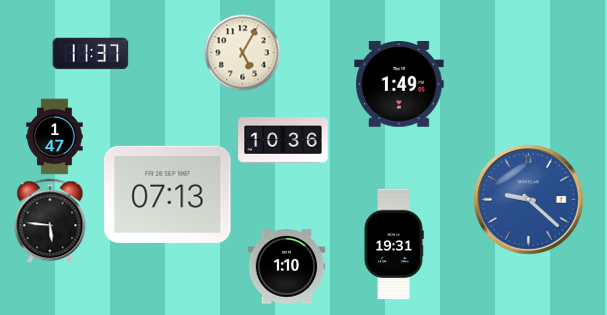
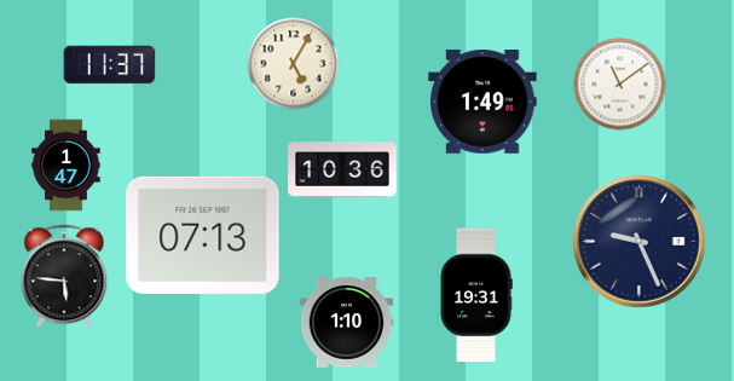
clock at (620, 85): none -> 11:09
clock at (529, 200): 9:22 -> 9:26
clock at (529, 200) dial: blue -> navy
clock at (50, 221) position: (50, 221) -> (64, 276)
